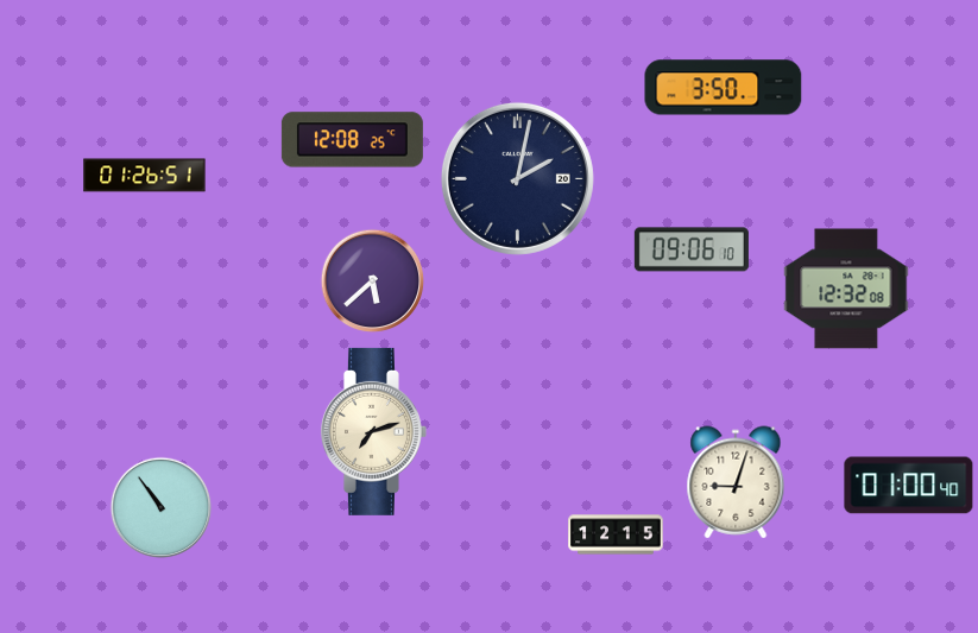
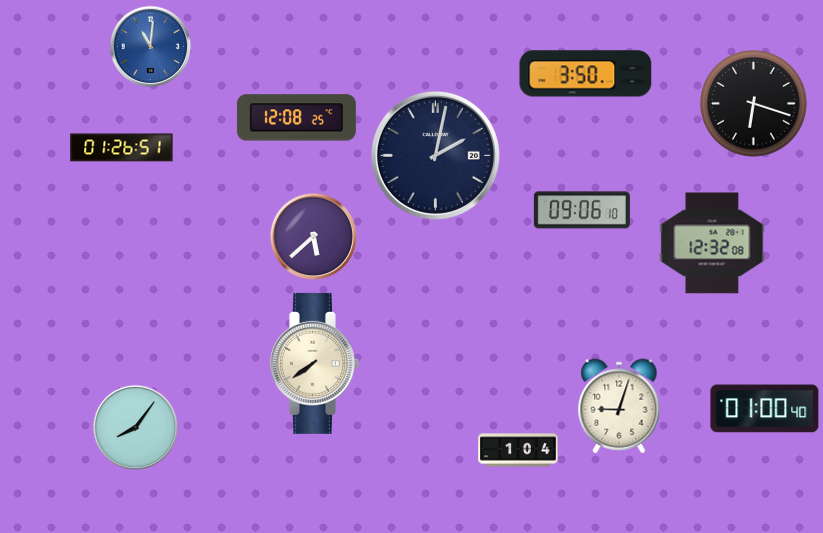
clock at (151, 47): none -> 11:01
clock at (724, 88) position: (724, 88) -> (586, 74)
clock at (754, 104): none -> 6:18
clock at (517, 178) position: (517, 178) -> (435, 155)
clock at (373, 431): 7:12 -> 7:39
clock at (162, 508): 10:54 -> 8:06
clock at (616, 534): 12:15 -> 1:04
